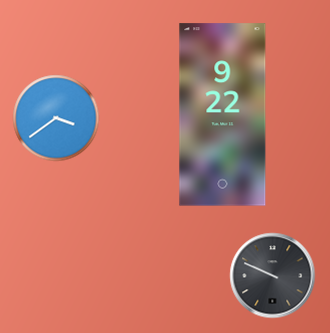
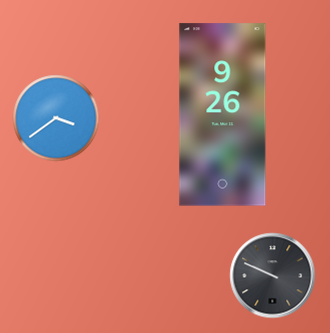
clock at (223, 115): 9:22 -> 9:26
